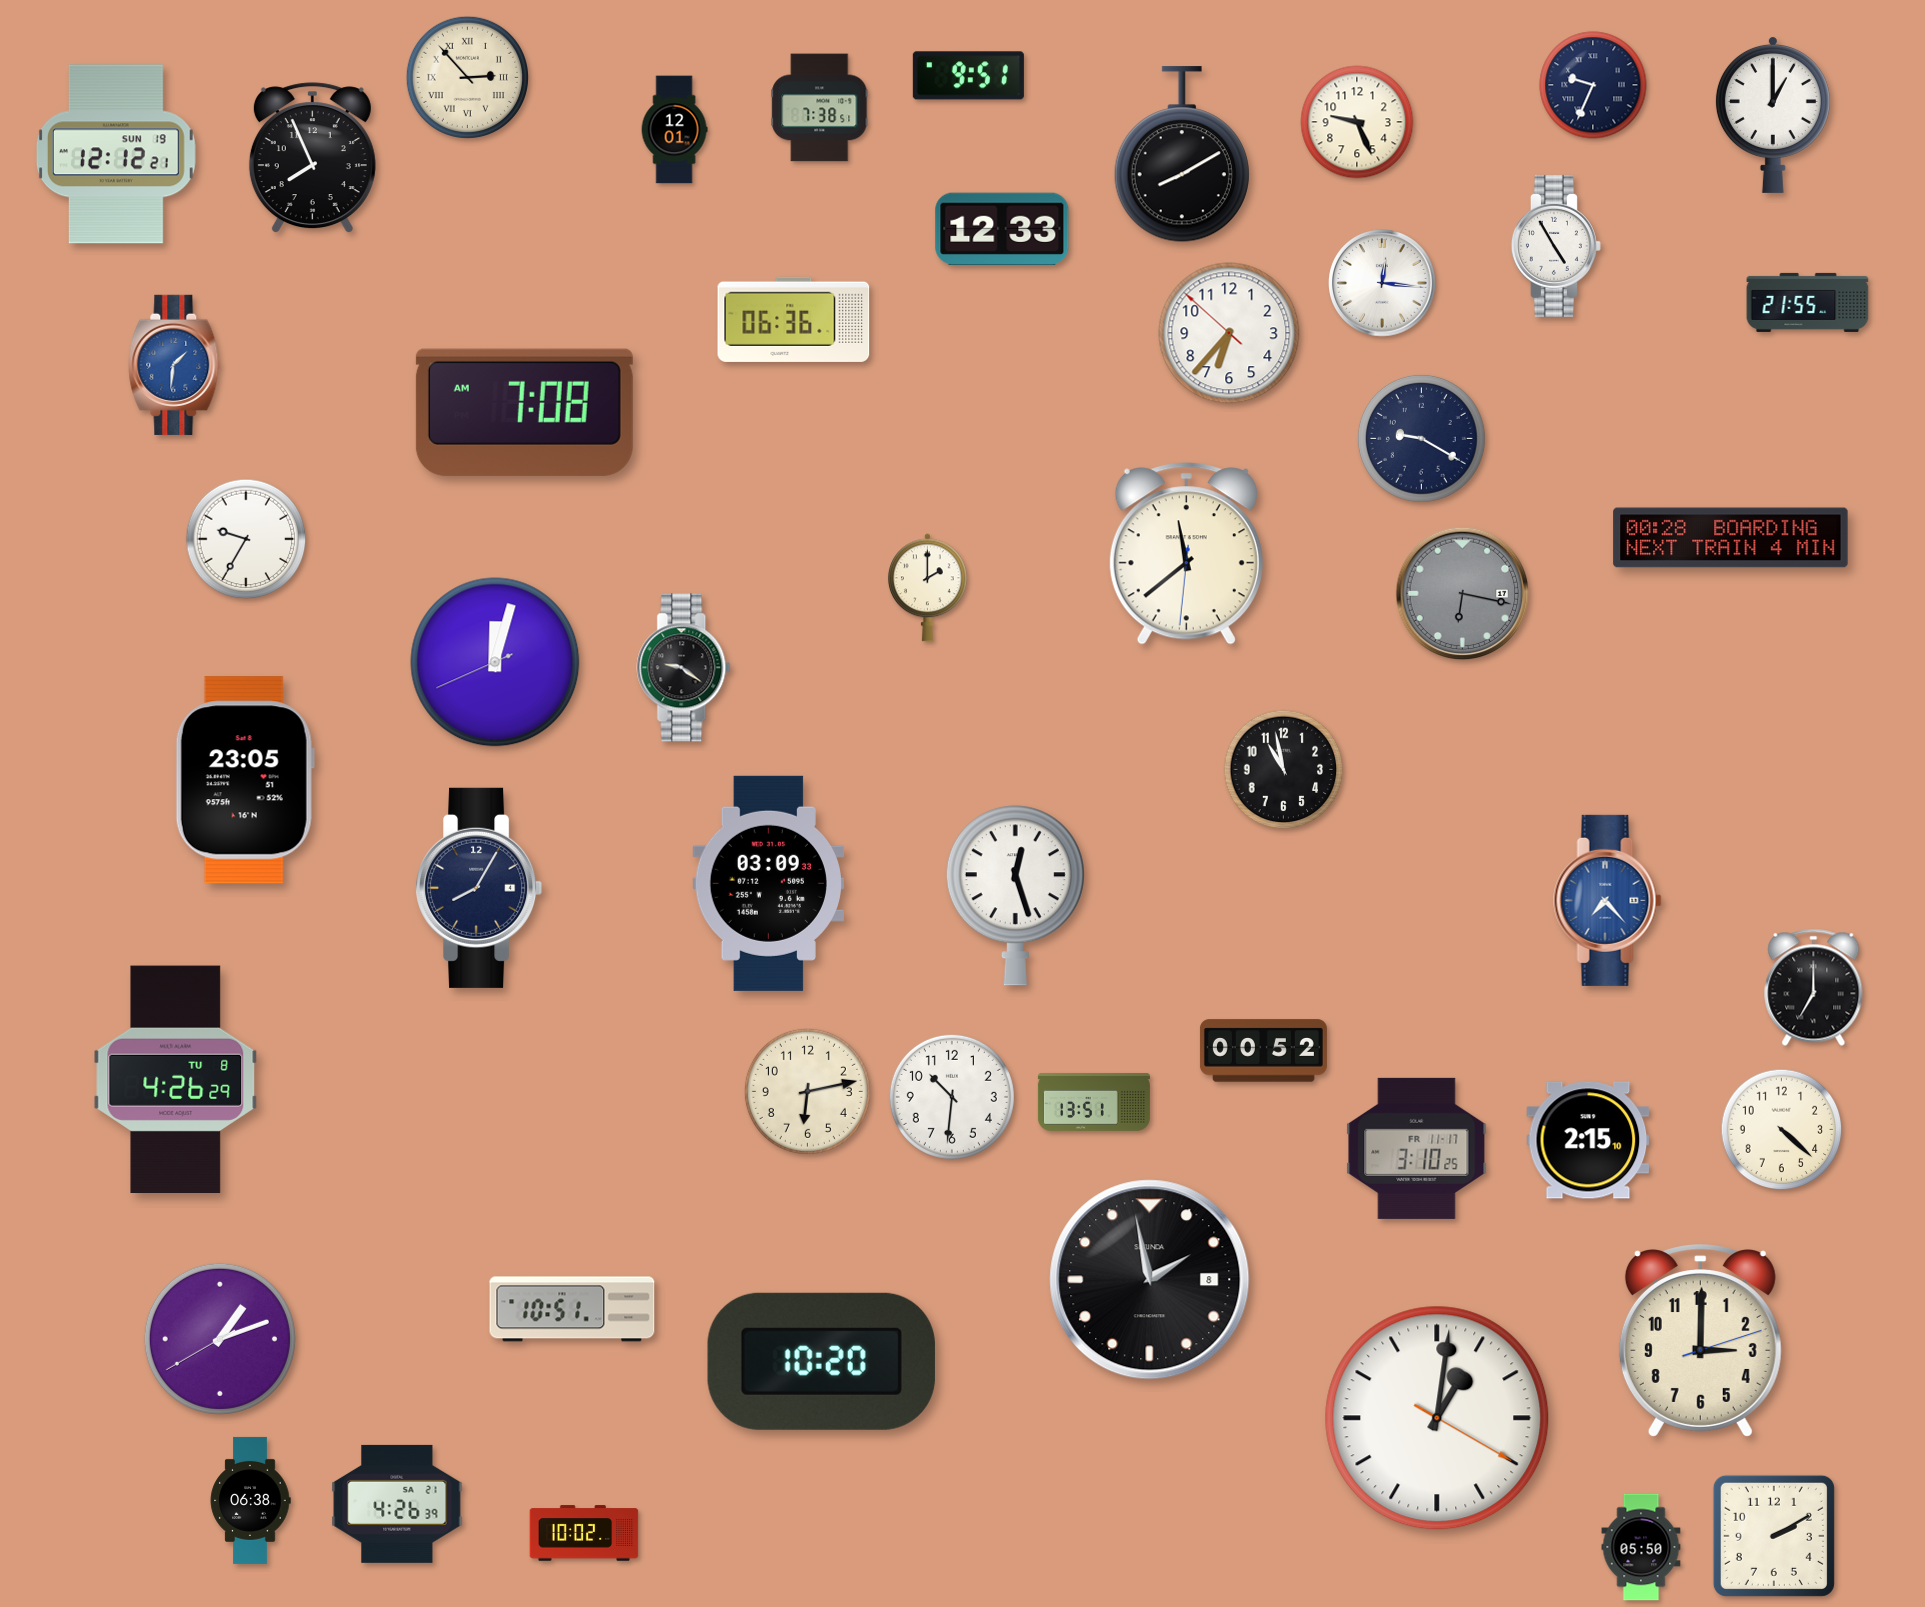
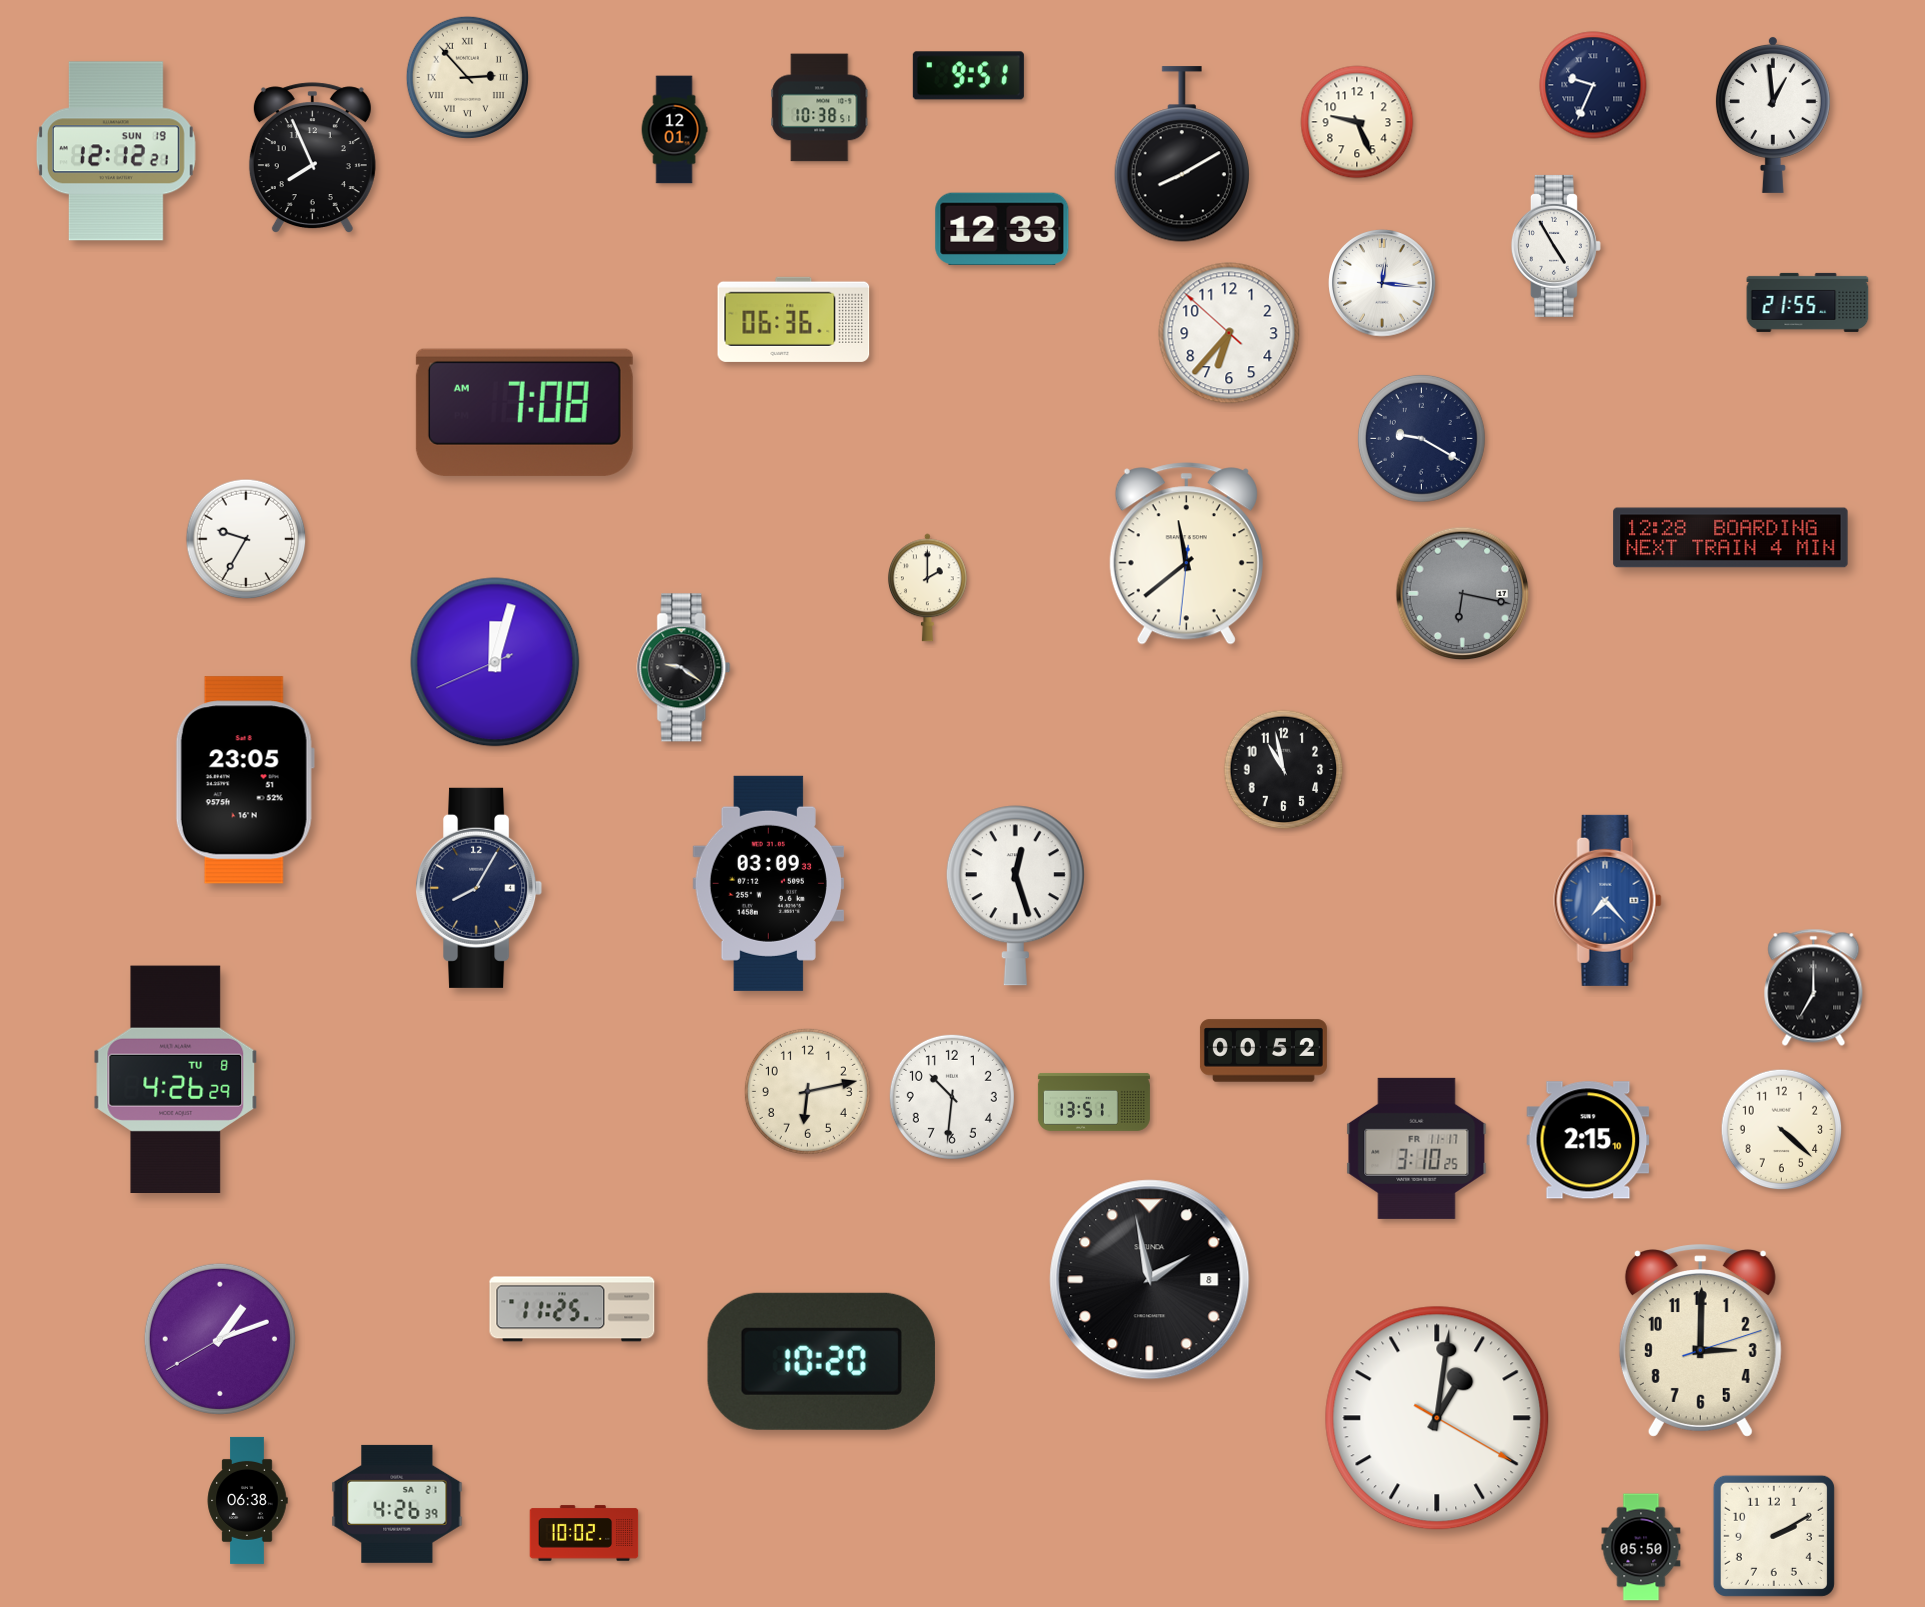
clock at (820, 108): 7:38 -> 10:38
clock at (1773, 114): 1:00 -> 12:59
clock at (116, 154) position: (116, 154) -> (116, 151)
clock at (174, 365): 1:31 -> none
clock at (1731, 538): 00:28 -> 12:28
clock at (572, 1309): 10:51 -> 11:25
clock at (250, 1500) position: (250, 1500) -> (247, 1500)
